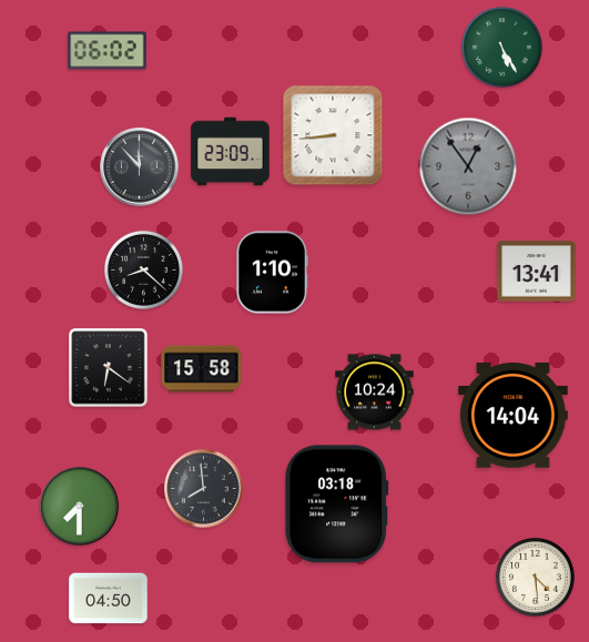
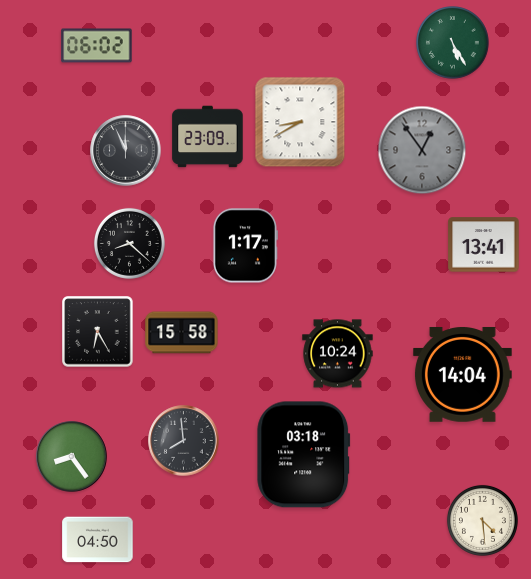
clock at (333, 135): 8:44 -> 8:40
clock at (140, 167): 11:53 -> 11:56
clock at (272, 273): 1:10 -> 1:17
clock at (109, 368): 6:21 -> 6:25
clock at (80, 507): 7:30 -> 8:24
